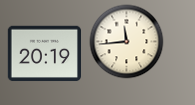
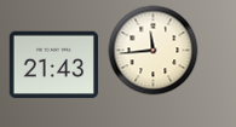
clock at (44, 54): 20:19 -> 21:43
